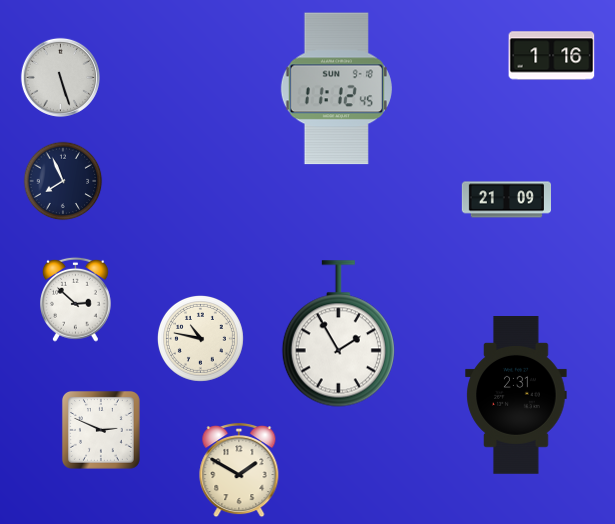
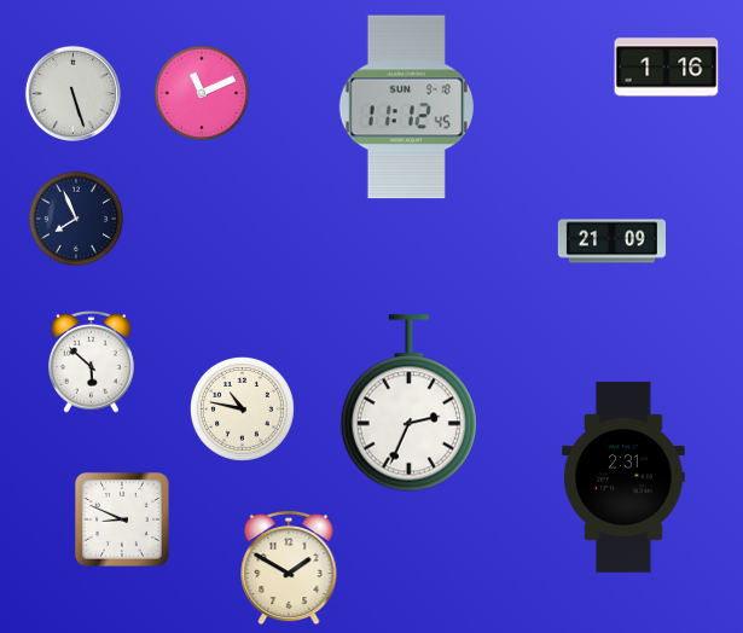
clock at (202, 93): none -> 11:11
clock at (76, 299): 2:52 -> 5:52
clock at (338, 334): 1:55 -> 2:34
clock at (101, 430): 2:49 -> 8:49
